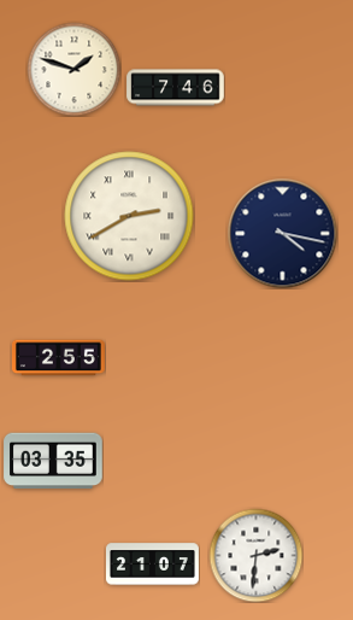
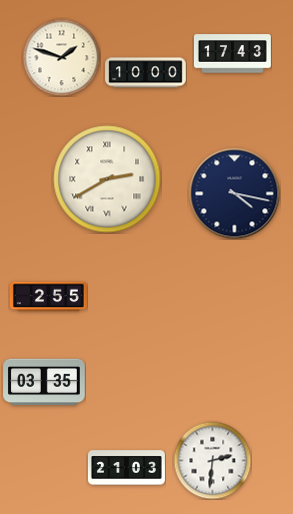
clock at (232, 54): none -> 17:43
clock at (176, 88): 7:46 -> 10:00
clock at (152, 565): 21:07 -> 21:03
